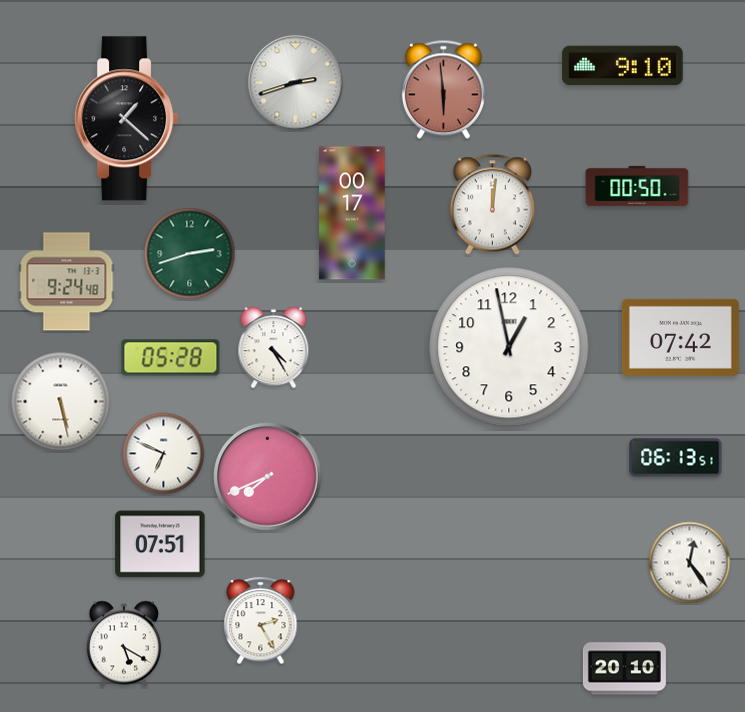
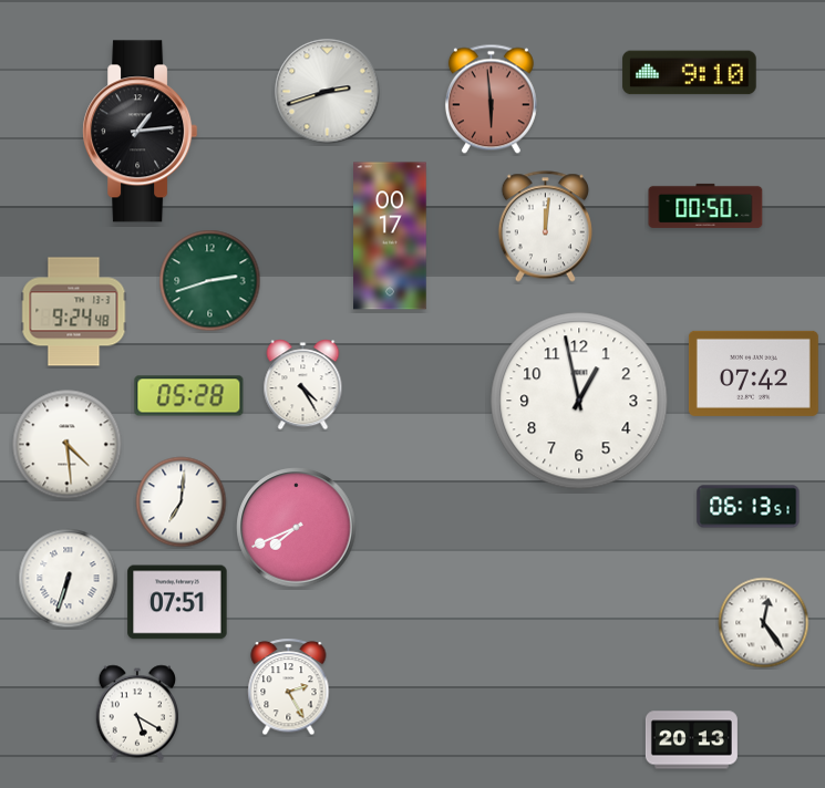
clock at (127, 119): 1:22 -> 1:14
clock at (509, 347) position: (509, 347) -> (579, 401)
clock at (61, 402): 5:28 -> 4:29
clock at (164, 454): 6:49 -> 7:01
clock at (69, 579): none -> 6:33
clock at (624, 669): 20:10 -> 20:13
